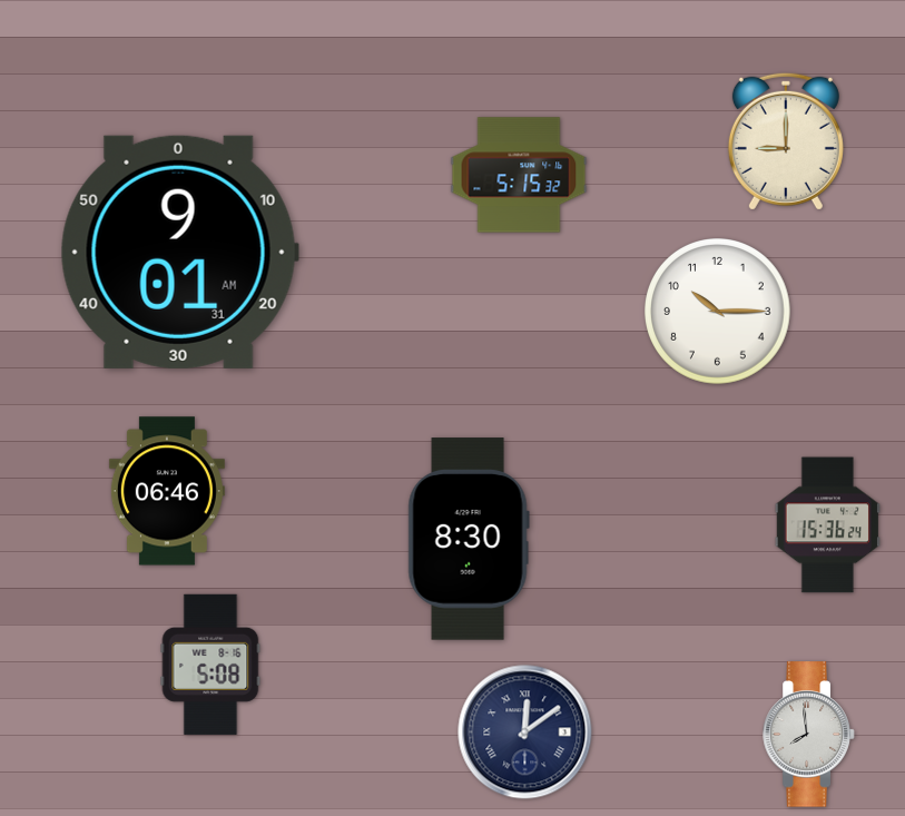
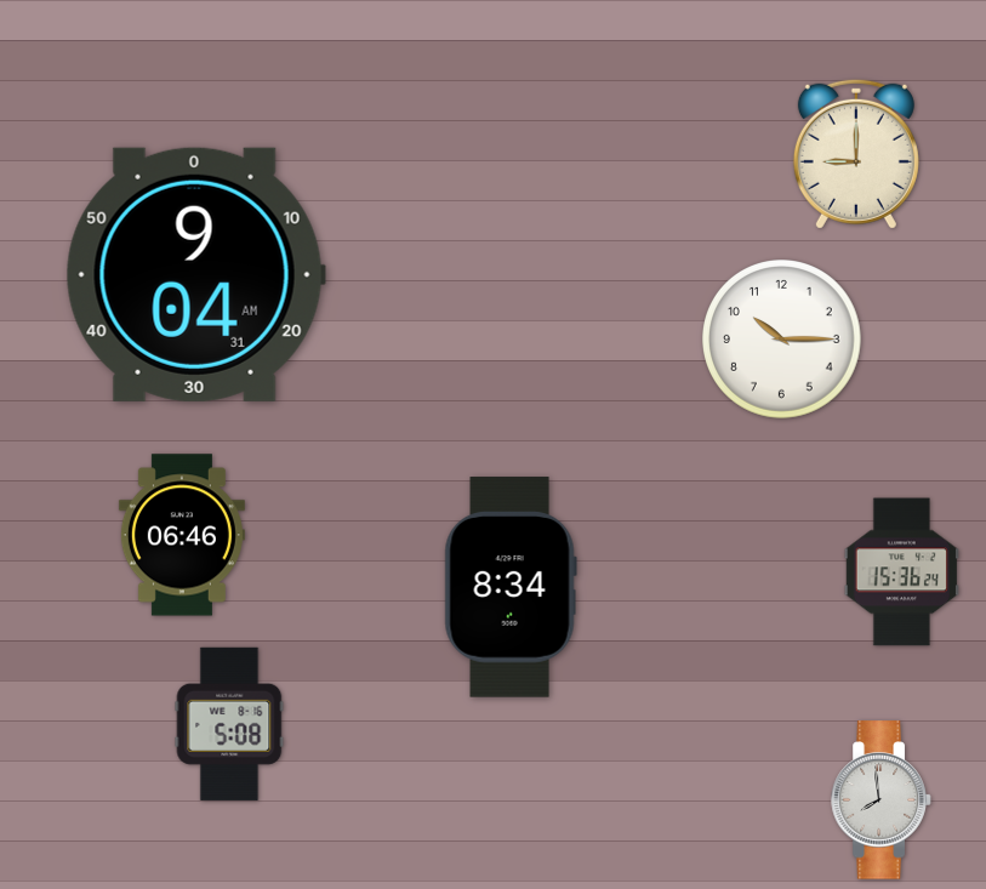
clock at (519, 175): 5:15 -> none
clock at (179, 252): 9:01 -> 9:04
clock at (469, 539): 8:30 -> 8:34
clock at (525, 733): 12:09 -> none
